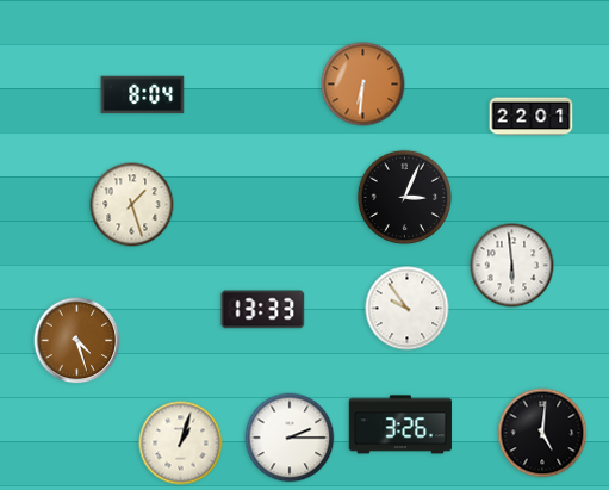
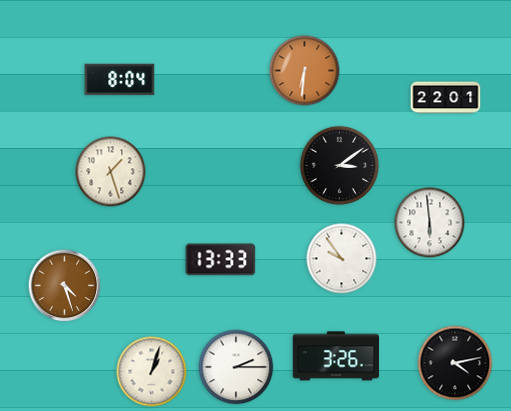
clock at (405, 198): 3:04 -> 3:09
clock at (542, 433): 5:01 -> 4:13
clock at (290, 438) position: (290, 438) -> (236, 367)
